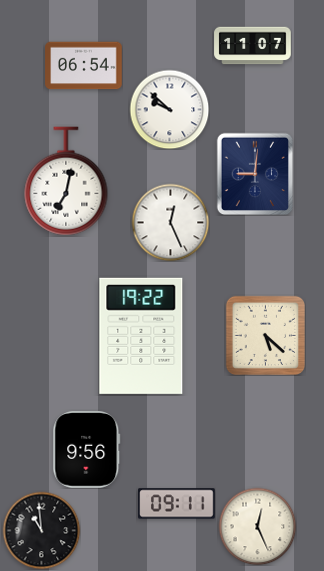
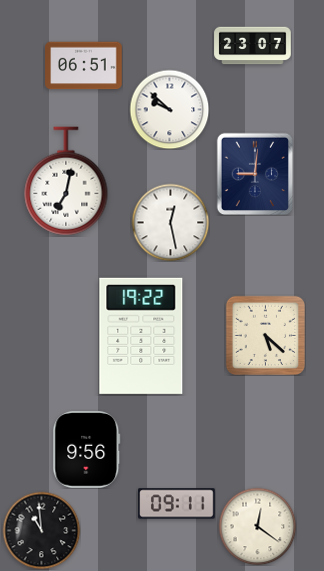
clock at (253, 46): 11:07 -> 23:07
clock at (84, 66): 06:54 -> 06:51
clock at (170, 222): 12:26 -> 12:28
clock at (257, 526): 12:26 -> 12:21
